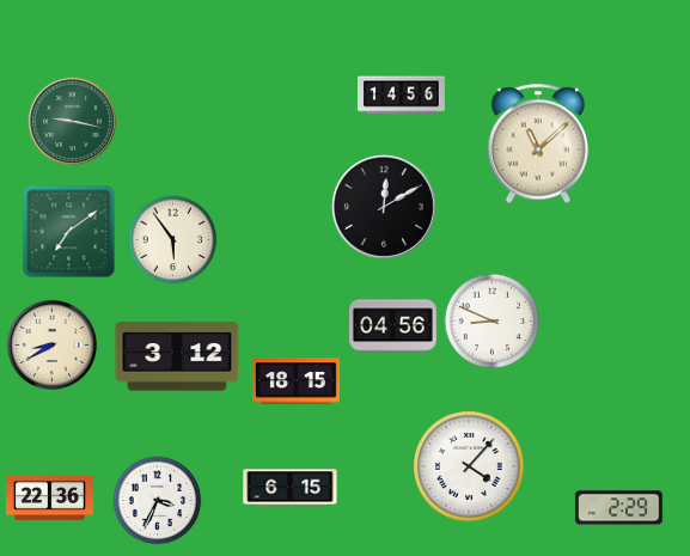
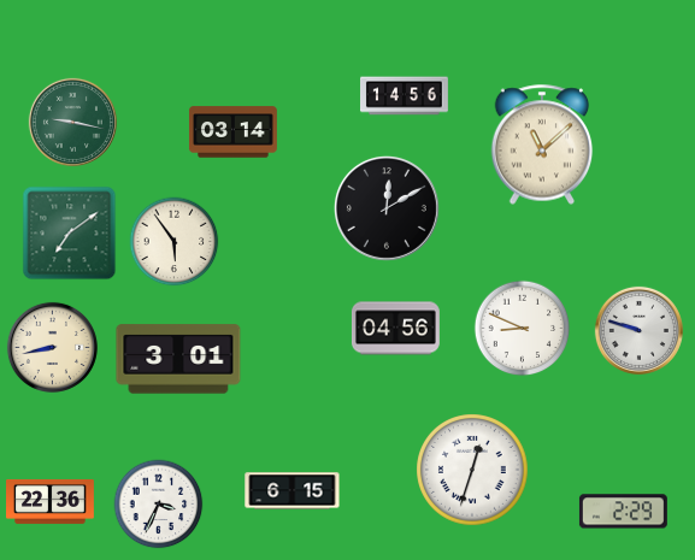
clock at (232, 132): none -> 03:14
clock at (493, 322) position: (493, 322) -> (523, 329)
clock at (638, 330): none -> 9:48
clock at (51, 344): 8:40 -> 8:43
clock at (177, 356): 3:12 -> 3:01
clock at (295, 381): 18:15 -> none
clock at (469, 466): 4:07 -> 12:33
